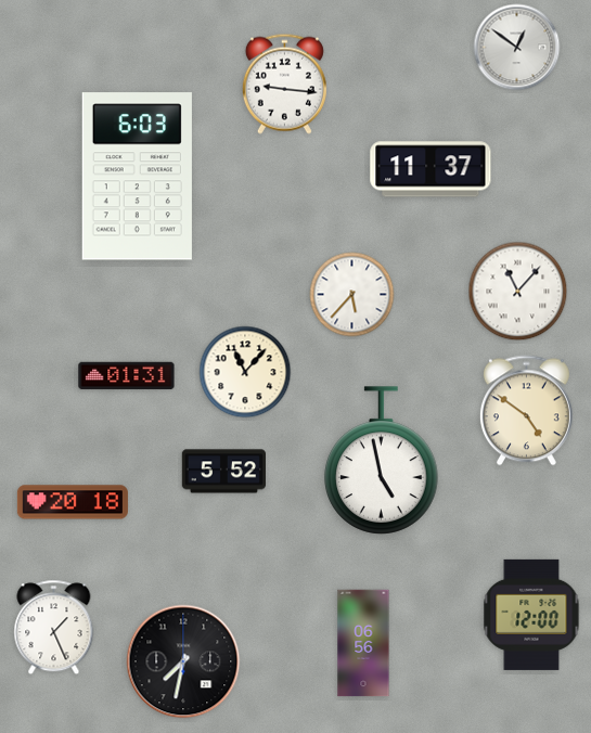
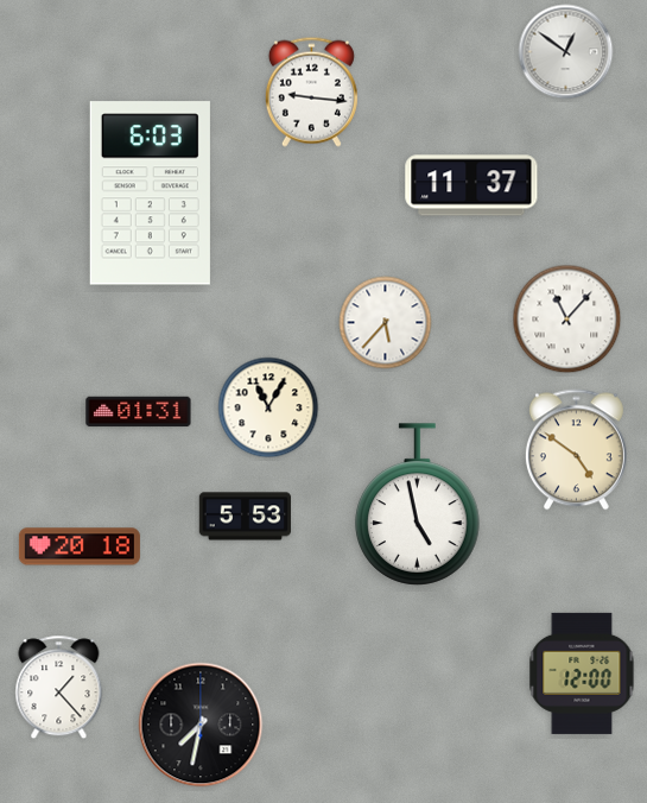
clock at (245, 372): 11:07 -> 11:05
clock at (224, 472): 5:52 -> 5:53
clock at (73, 502) position: (73, 502) -> (80, 546)
clock at (54, 628): 1:26 -> 1:23
clock at (363, 643): 06:56 -> none
